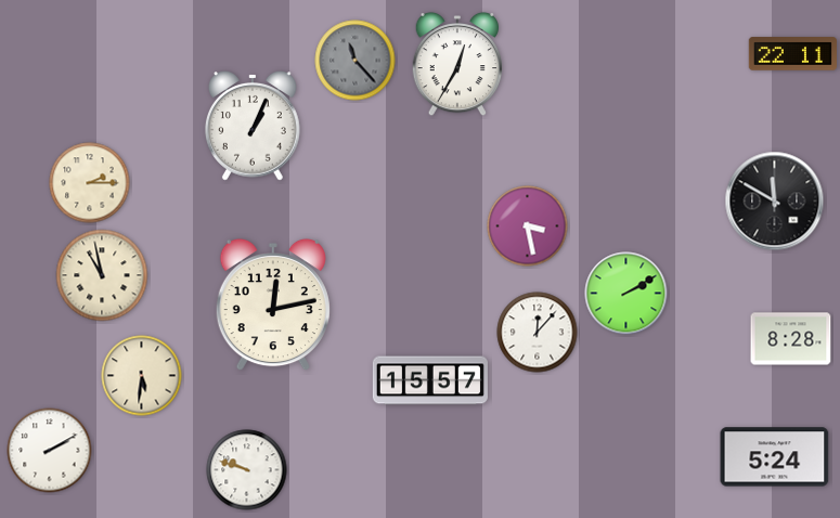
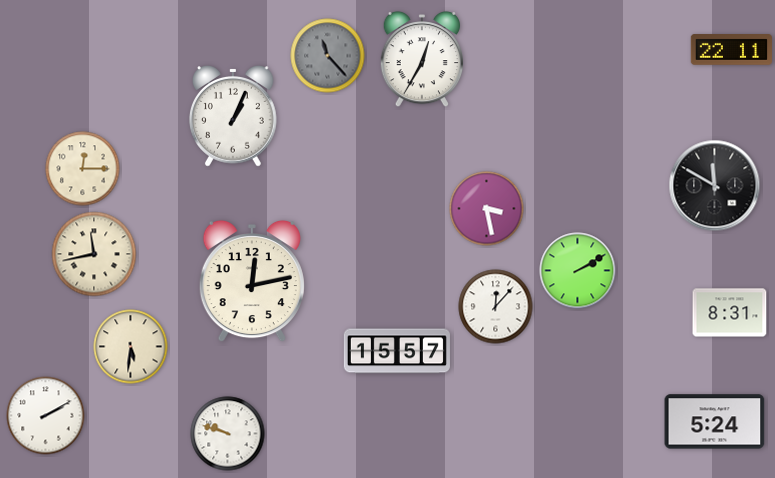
clock at (90, 183): 2:15 -> 12:15
clock at (102, 275): 10:58 -> 11:43
clock at (791, 339): 8:28 -> 8:31
